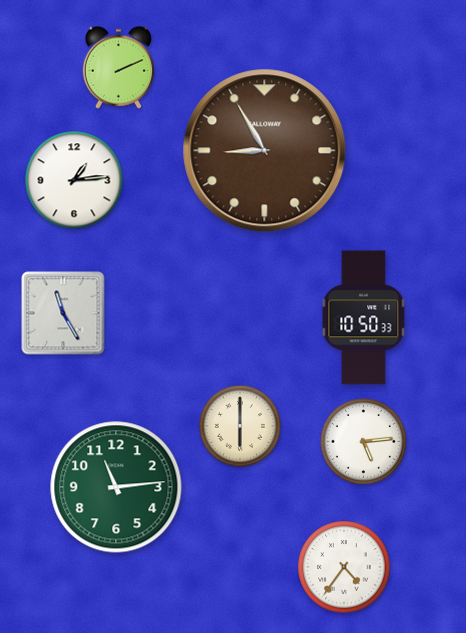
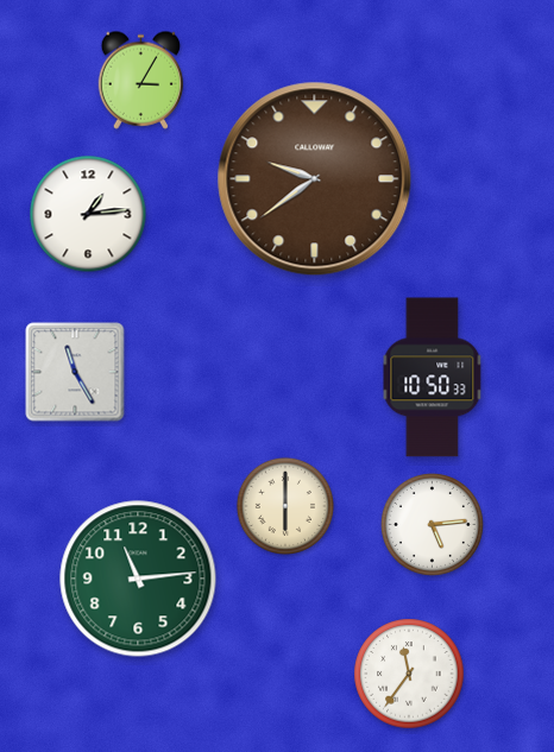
clock at (119, 67): 2:11 -> 3:05
clock at (265, 151): 8:55 -> 9:39
clock at (344, 567): 4:36 -> 11:36
